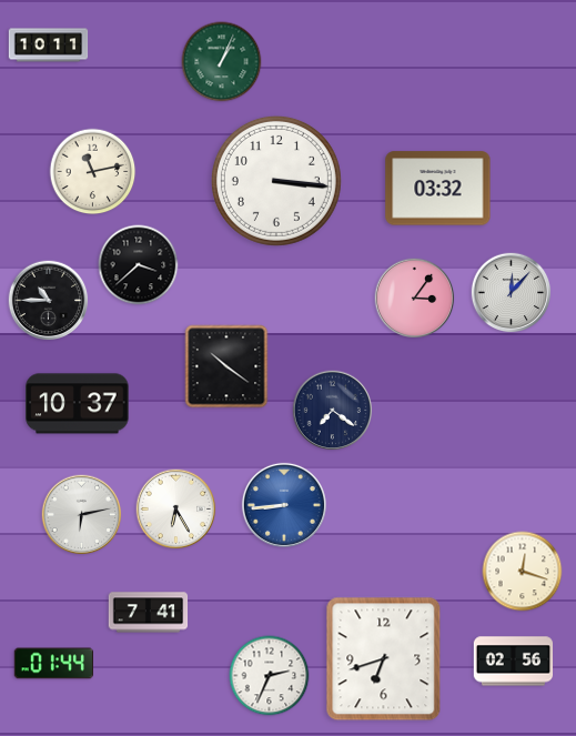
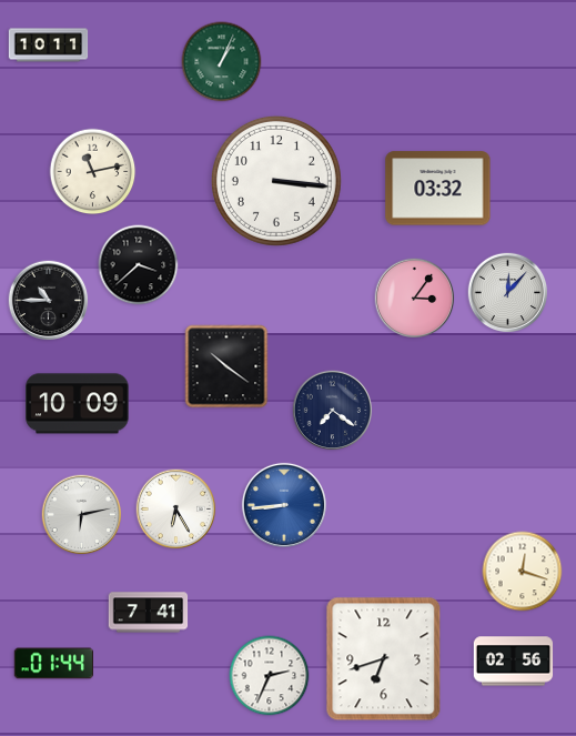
clock at (512, 293) position: (512, 293) -> (508, 293)
clock at (78, 404): 10:37 -> 10:09
